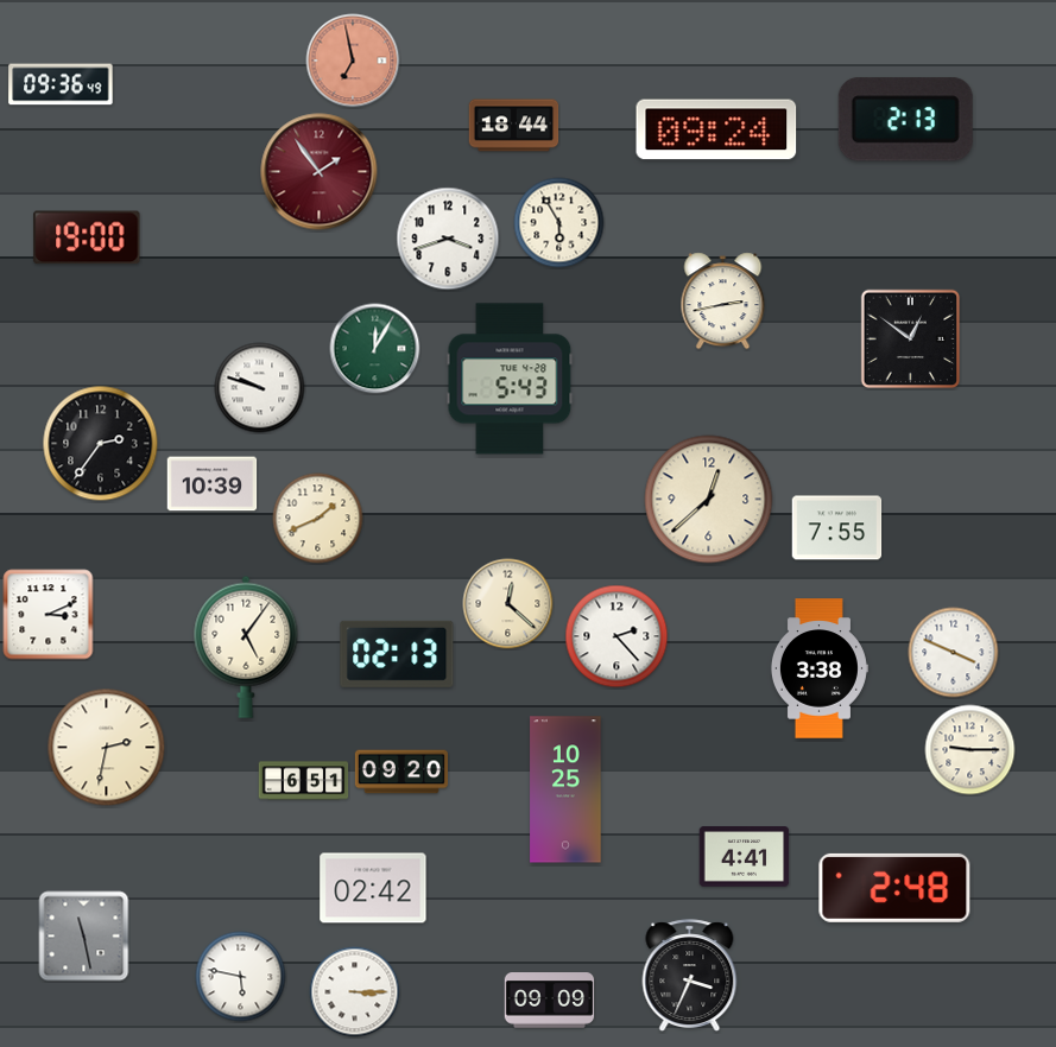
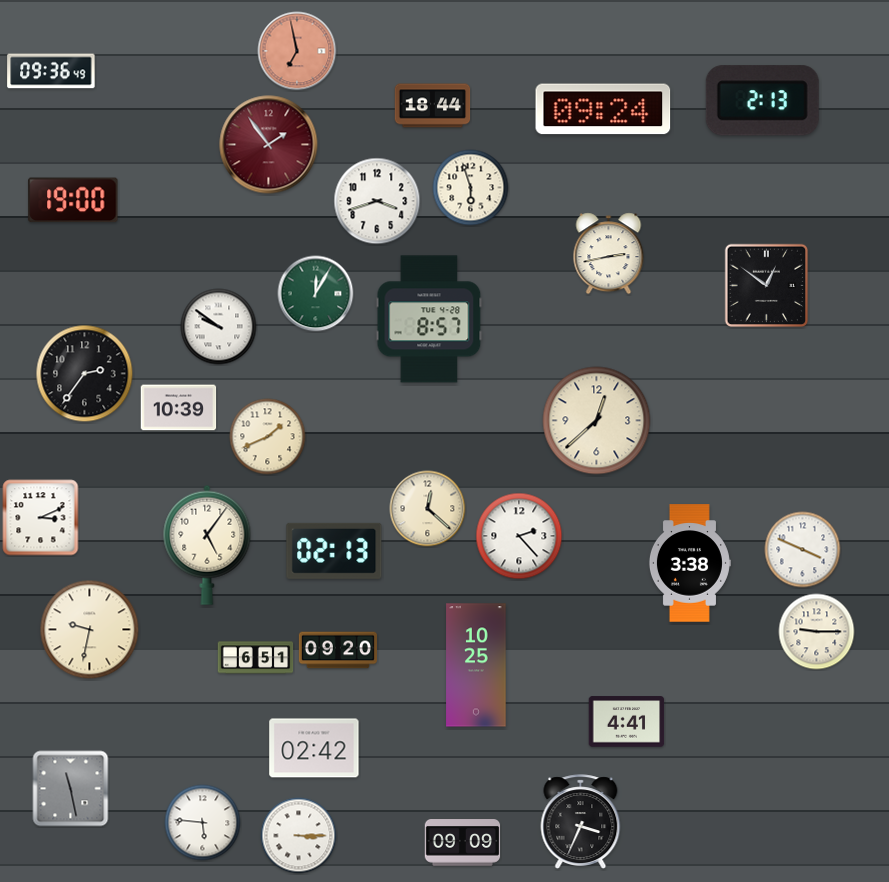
clock at (559, 223): 5:55 -> 5:57
clock at (510, 379): 5:43 -> 8:57
clock at (260, 388): 9:48 -> 9:51
clock at (837, 528): 7:55 -> none
clock at (107, 748): 2:32 -> 9:32
clock at (894, 888): 2:48 -> none
clock at (241, 977): 5:47 -> 5:46
